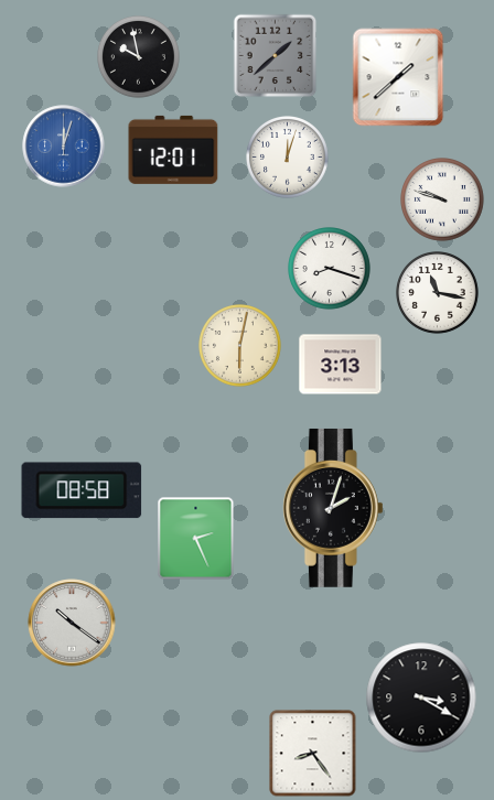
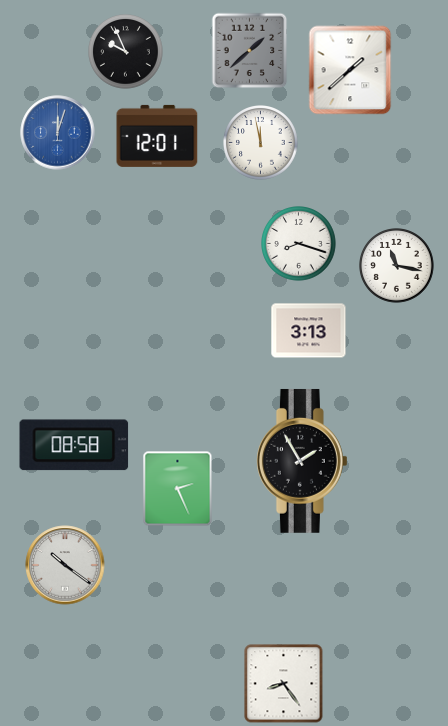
clock at (139, 57): 9:58 -> 9:56
clock at (398, 77) position: (398, 77) -> (350, 70)
clock at (288, 158): 12:03 -> 11:58
clock at (443, 201): 9:48 -> none
clock at (240, 346): 6:02 -> none
clock at (333, 508): 2:03 -> 1:55
clock at (421, 698): 3:20 -> none
